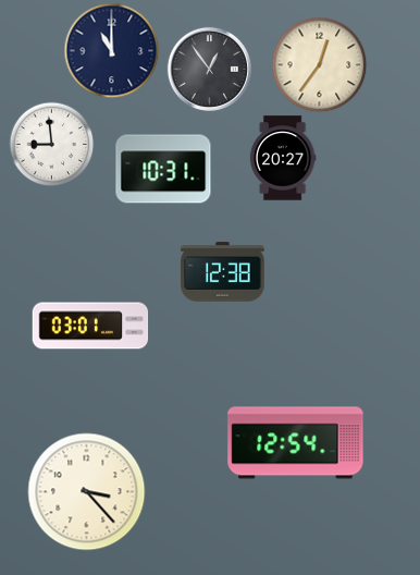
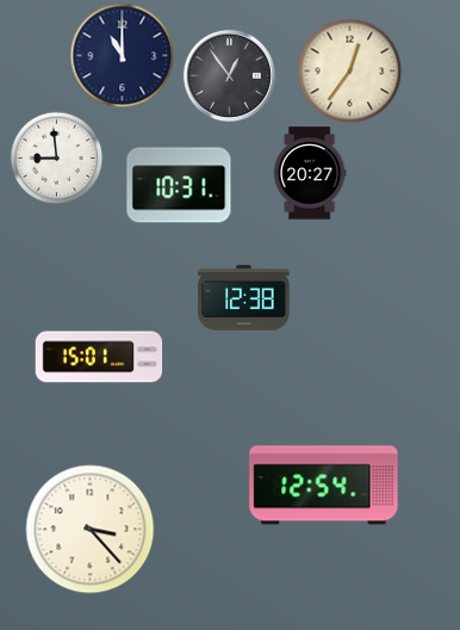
clock at (90, 326): 03:01 -> 15:01
clock at (87, 492) position: (87, 492) -> (91, 530)
